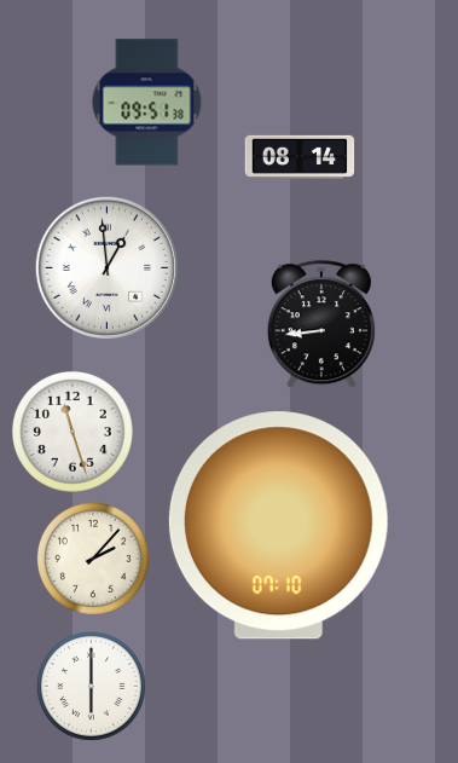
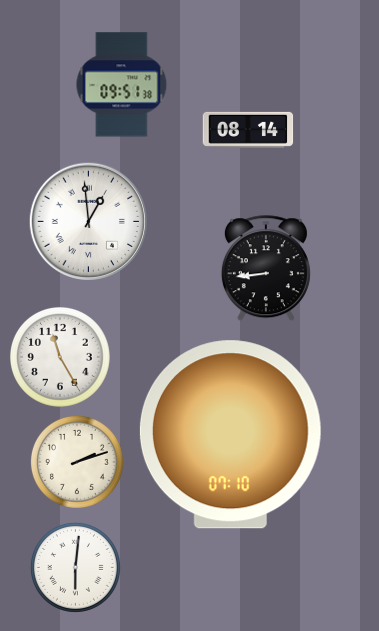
clock at (73, 432): 11:27 -> 11:25
clock at (93, 559): 2:07 -> 2:12
clock at (91, 686): 6:00 -> 6:01
